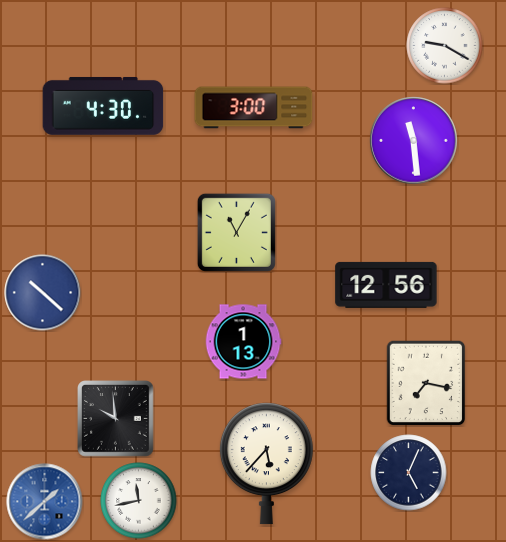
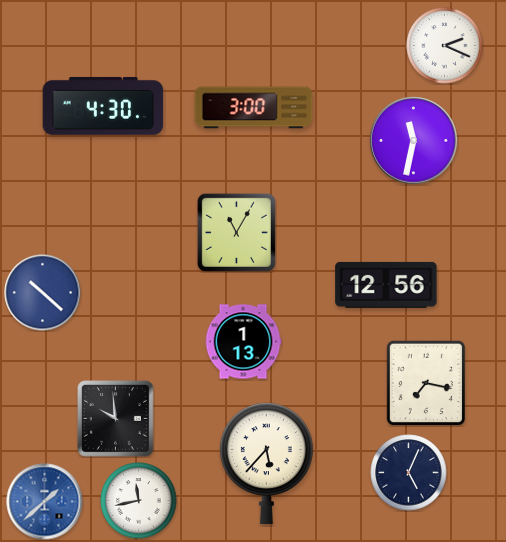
clock at (445, 46): 9:20 -> 2:19
clock at (414, 141): 11:29 -> 11:32
